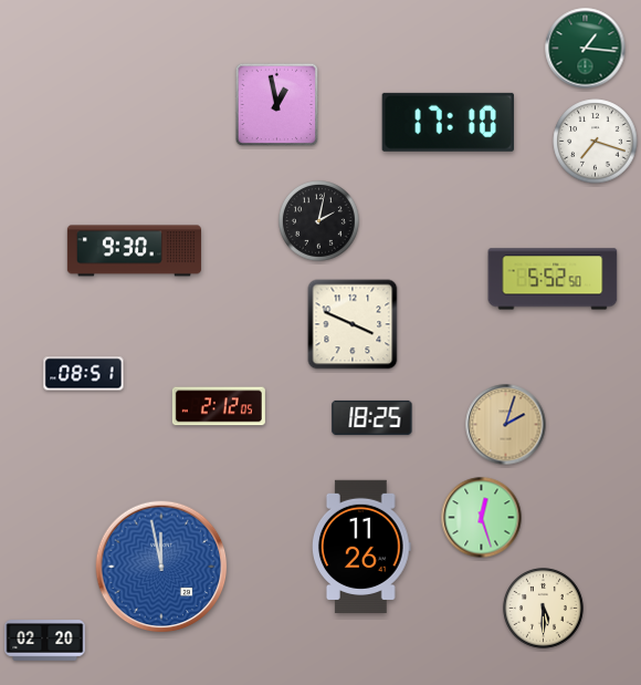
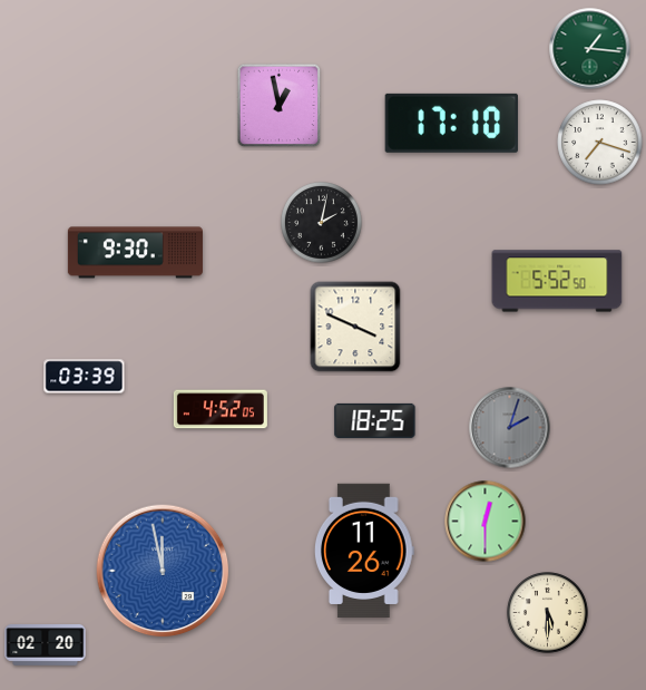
clock at (84, 374): 08:51 -> 03:39
clock at (219, 406): 2:12 -> 4:52
clock at (506, 425) dial: champagne -> grey
clock at (482, 518): 12:27 -> 12:30
